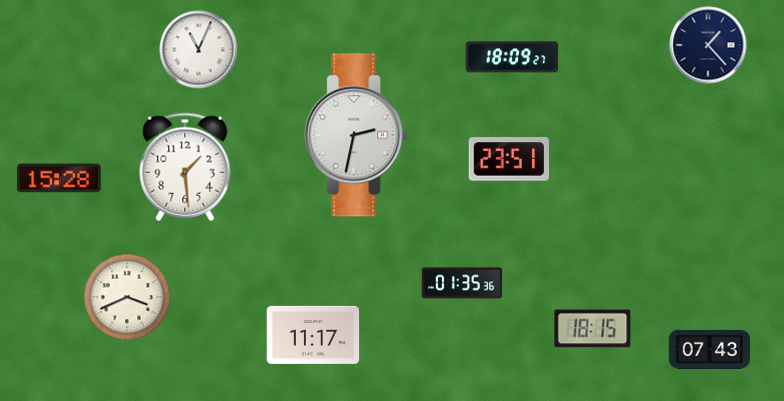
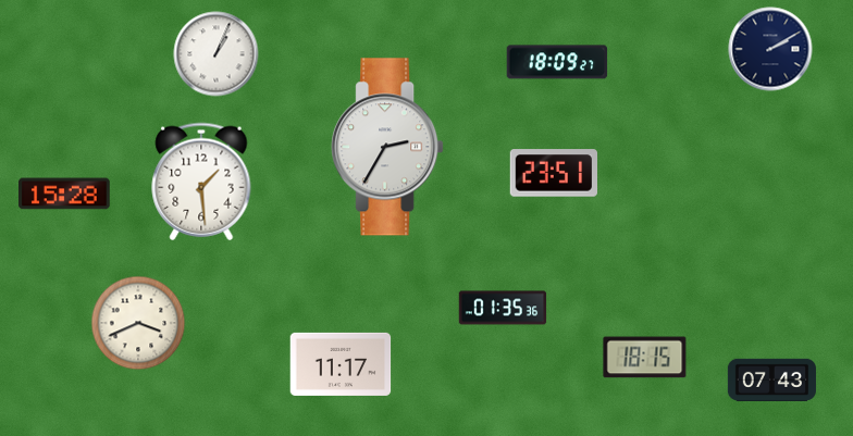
clock at (708, 45): 1:23 -> 2:10
clock at (199, 50): 11:04 -> 1:04
clock at (356, 135): 2:32 -> 2:35
